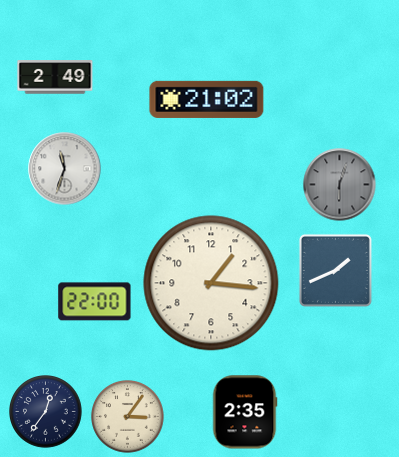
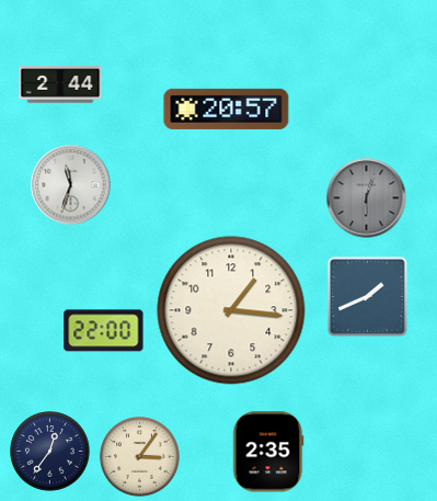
clock at (55, 77): 2:49 -> 2:44
clock at (207, 99): 21:02 -> 20:57
clock at (340, 185) position: (340, 185) -> (367, 198)
